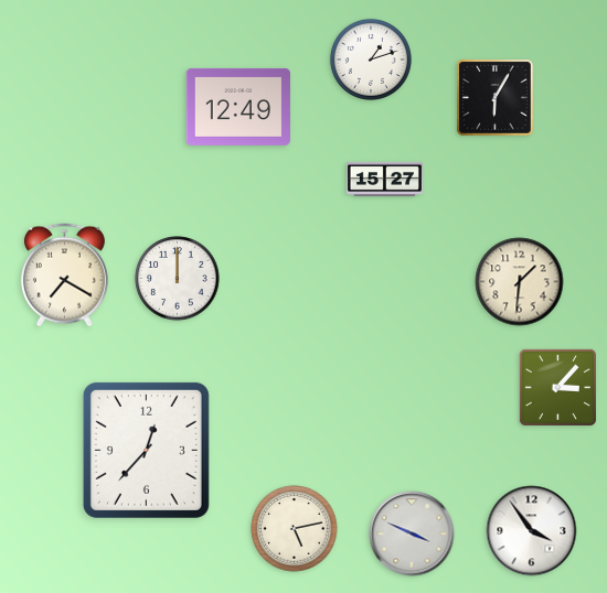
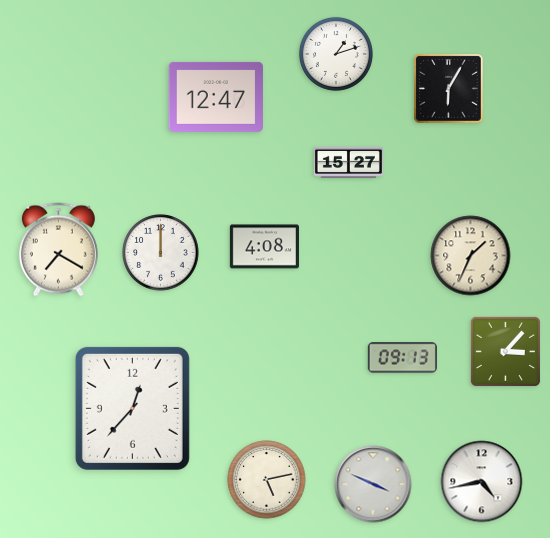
clock at (238, 107): 12:49 -> 12:47
clock at (264, 247): none -> 4:08
clock at (520, 282): 1:31 -> 1:34
clock at (402, 358): none -> 09:13
clock at (532, 531): 3:54 -> 4:43
